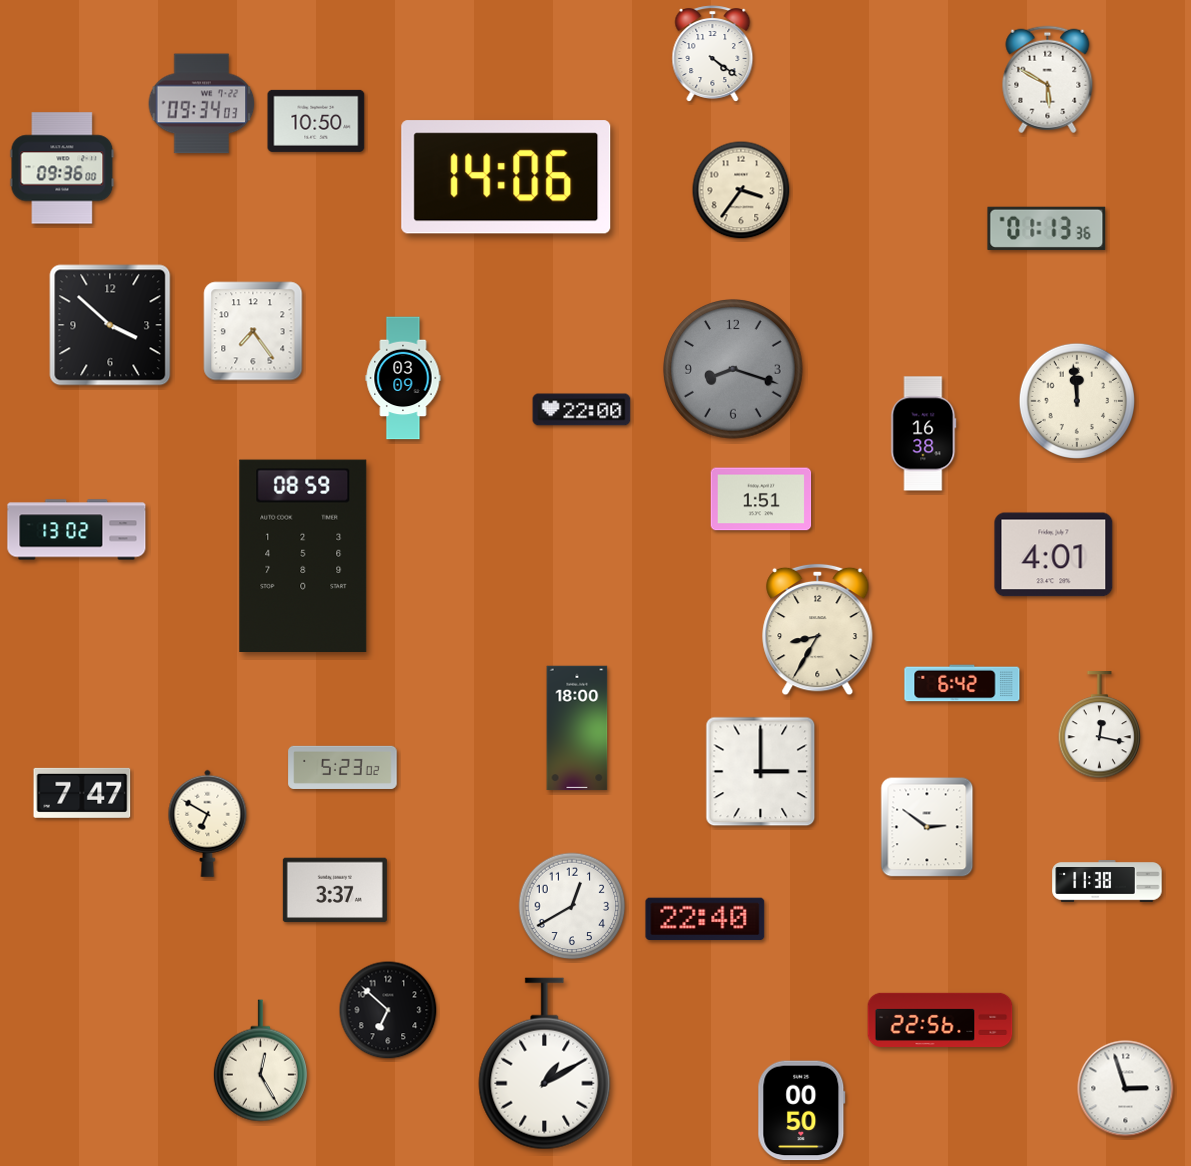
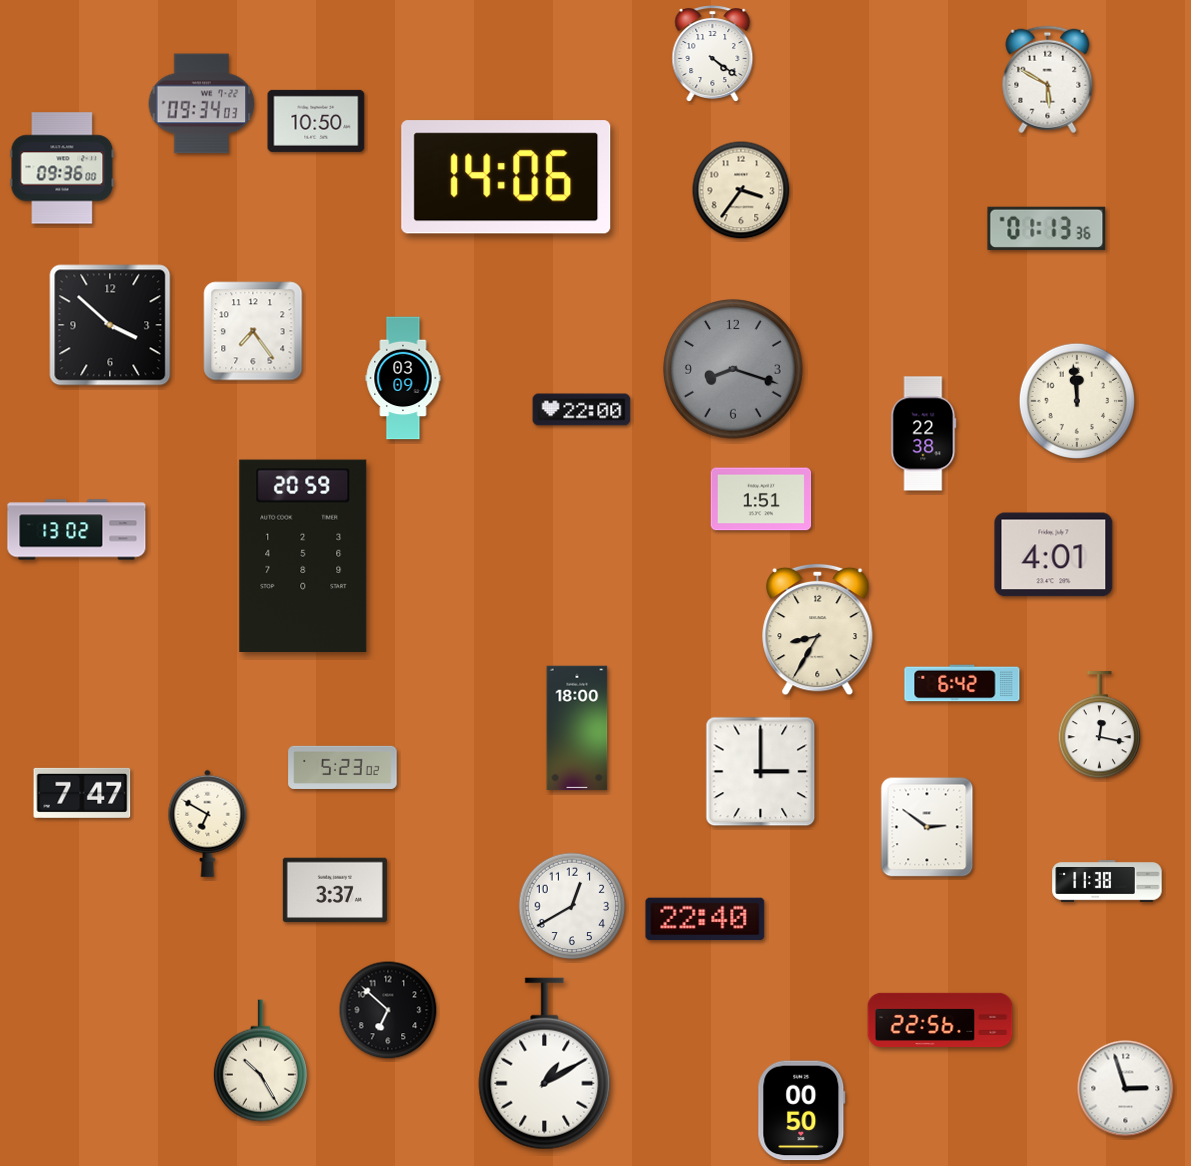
clock at (924, 434): 16:38 -> 22:38
clock at (303, 555): 08:59 -> 20:59
clock at (260, 1061): 12:25 -> 10:25
